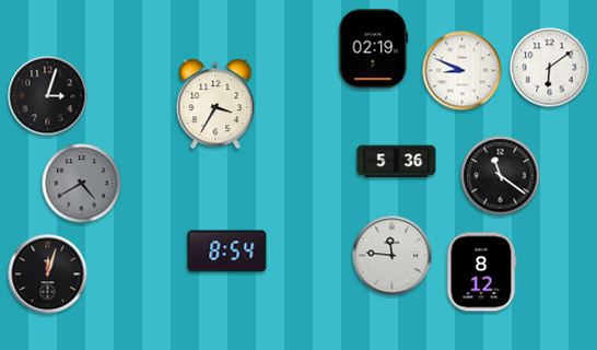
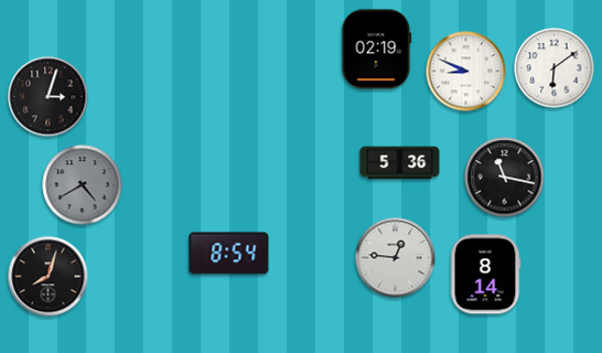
clock at (215, 104): 3:35 -> none
clock at (501, 176): 11:21 -> 11:17
clock at (393, 256): 11:46 -> 12:46
clock at (481, 272): 8:12 -> 8:14
clock at (48, 275): 12:03 -> 8:03
